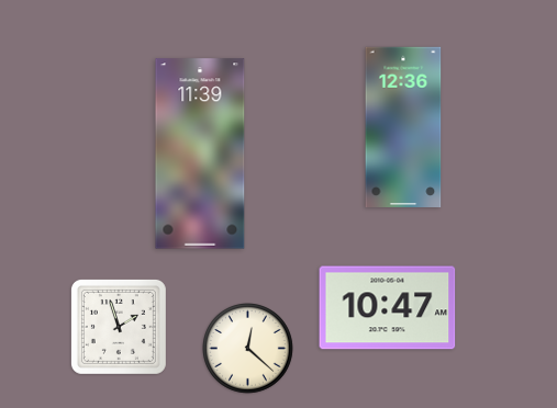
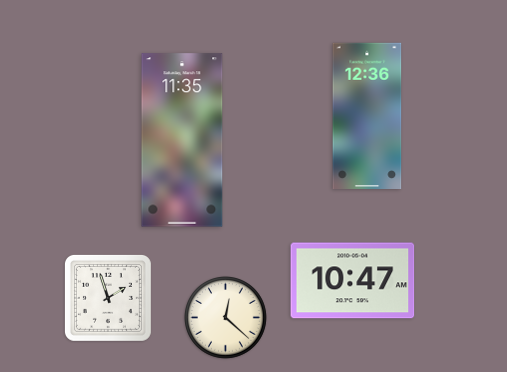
clock at (200, 154): 11:39 -> 11:35
